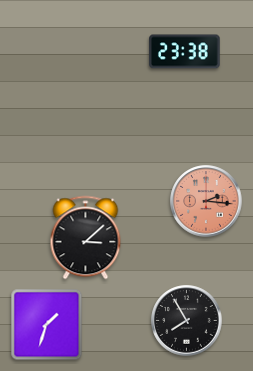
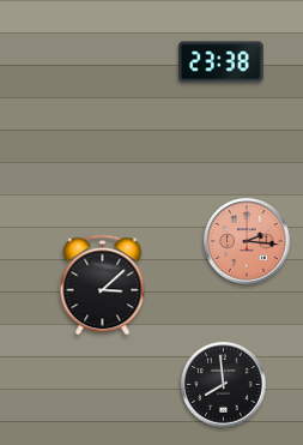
clock at (187, 321): 7:55 -> 7:59
clock at (47, 325): 1:33 -> none
